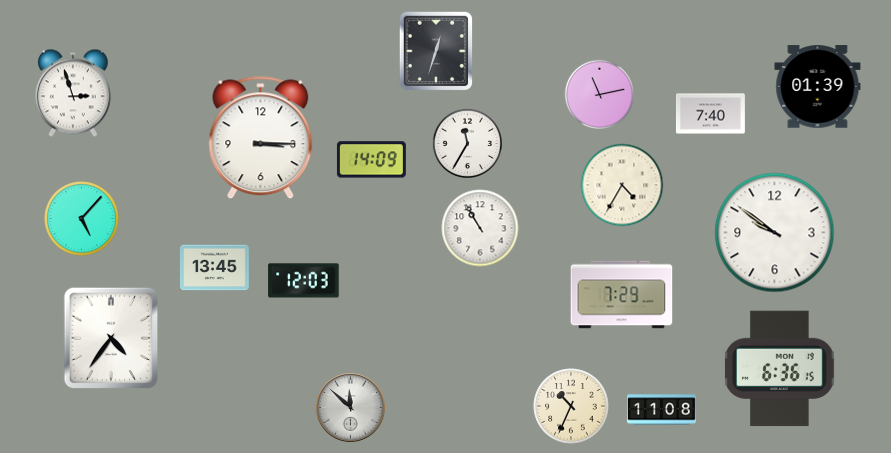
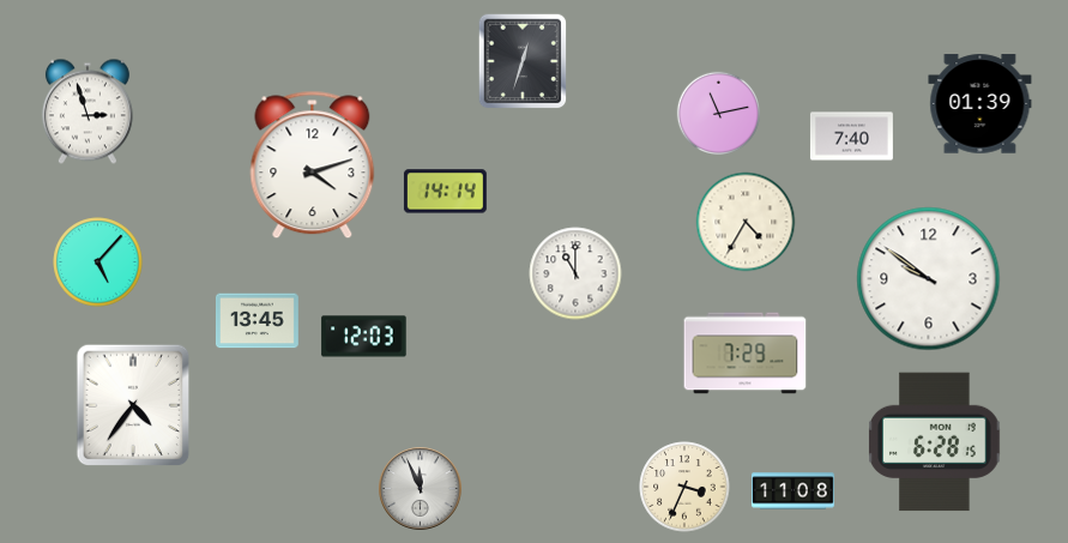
clock at (261, 138): 3:15 -> 4:12
clock at (467, 143): 11:35 -> none
clock at (371, 160): 14:09 -> 14:14
clock at (480, 228): 10:55 -> 11:00
clock at (780, 369): 6:36 -> 6:28
clock at (571, 406): 10:34 -> 3:34
clock at (351, 408): 11:52 -> 11:56
